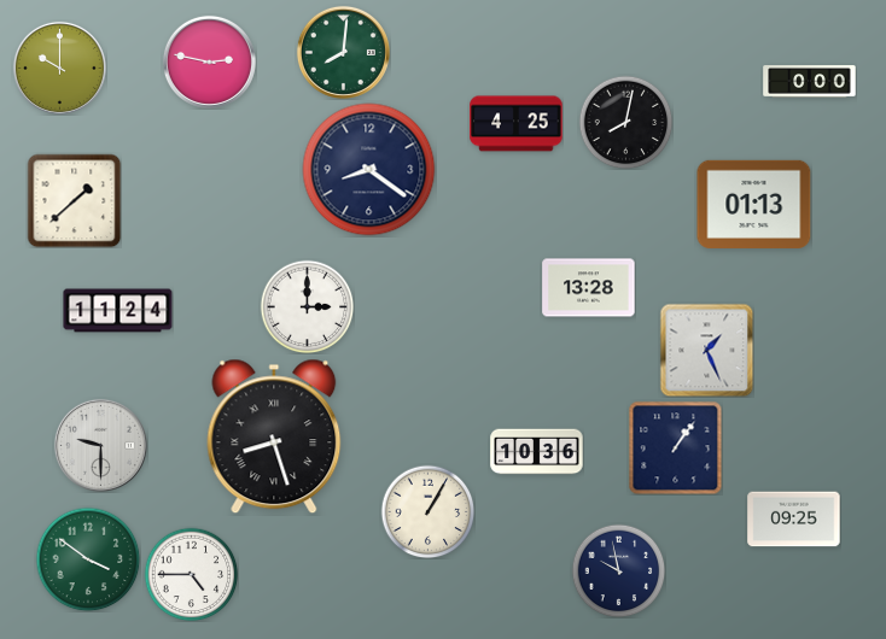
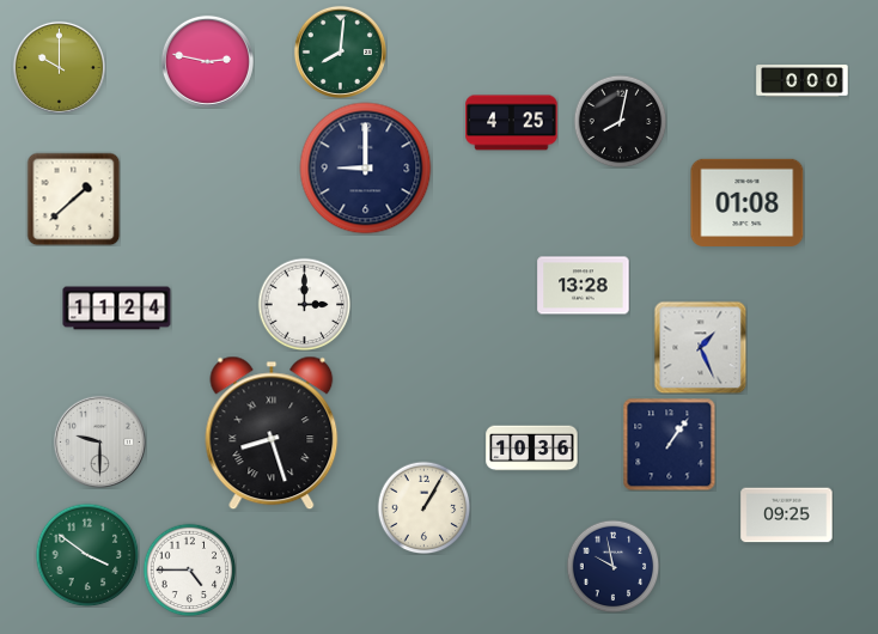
clock at (369, 170): 8:21 -> 9:00
clock at (754, 204): 01:13 -> 01:08
